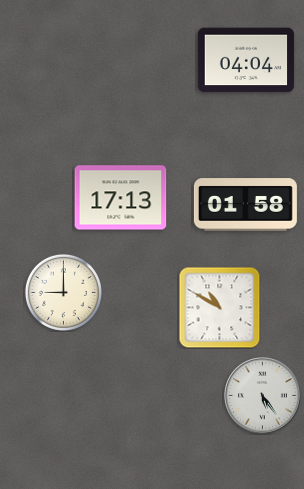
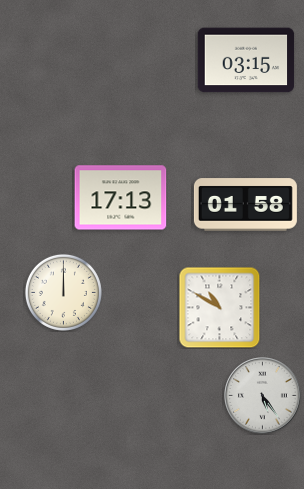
clock at (246, 60): 04:04 -> 03:15
clock at (63, 292): 9:00 -> 12:00
